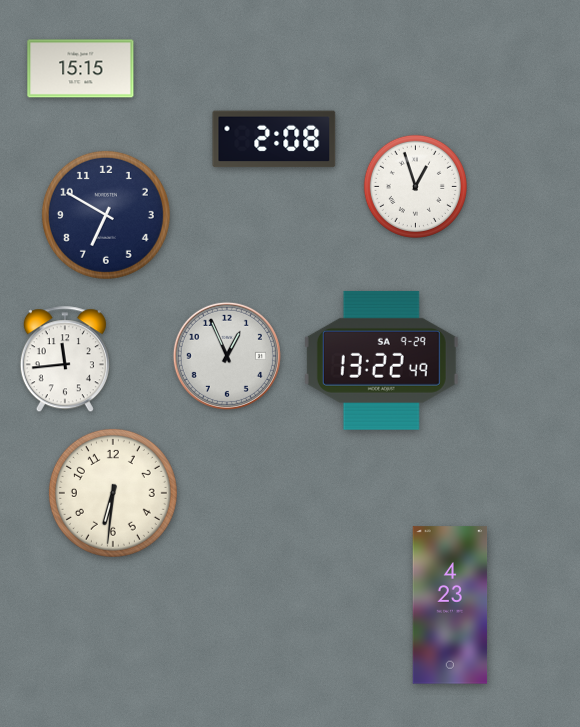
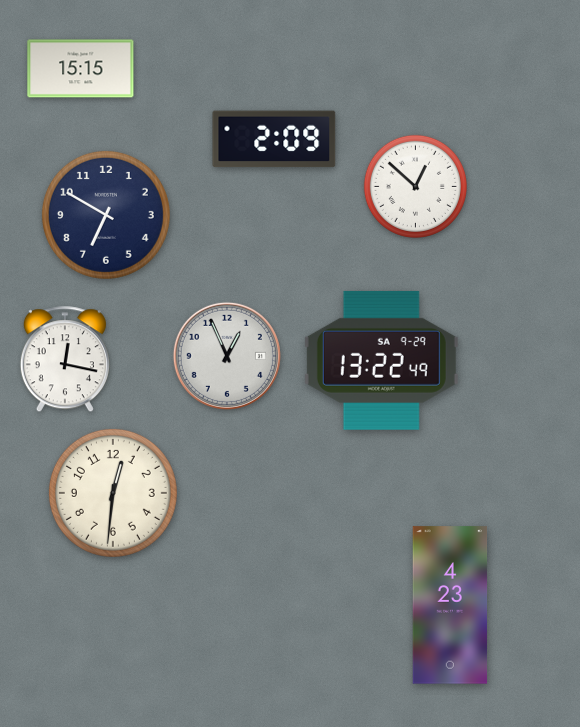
clock at (274, 139): 2:08 -> 2:09
clock at (415, 186): 12:57 -> 12:52
clock at (65, 360): 11:44 -> 12:17
clock at (113, 493): 6:31 -> 12:31
